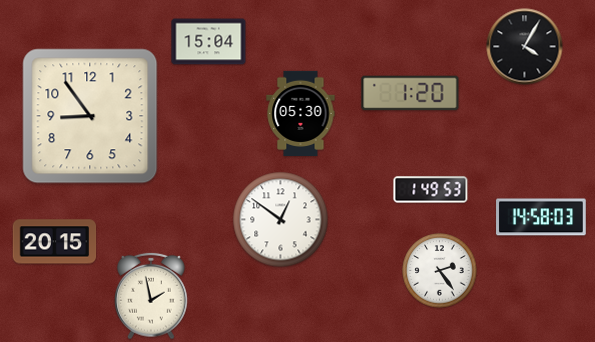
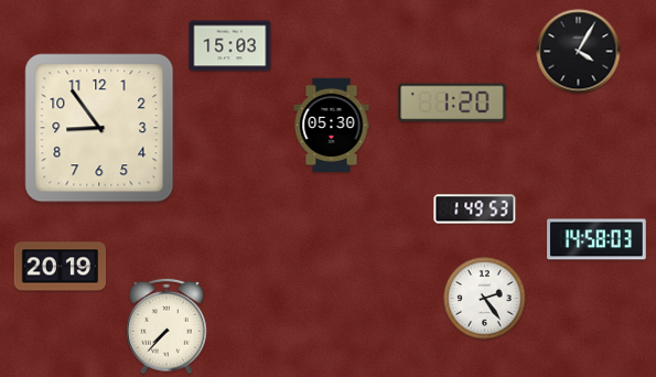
clock at (209, 42): 15:04 -> 15:03
clock at (281, 220): 12:51 -> none
clock at (55, 242): 20:15 -> 20:19
clock at (151, 296): 1:58 -> 7:37
